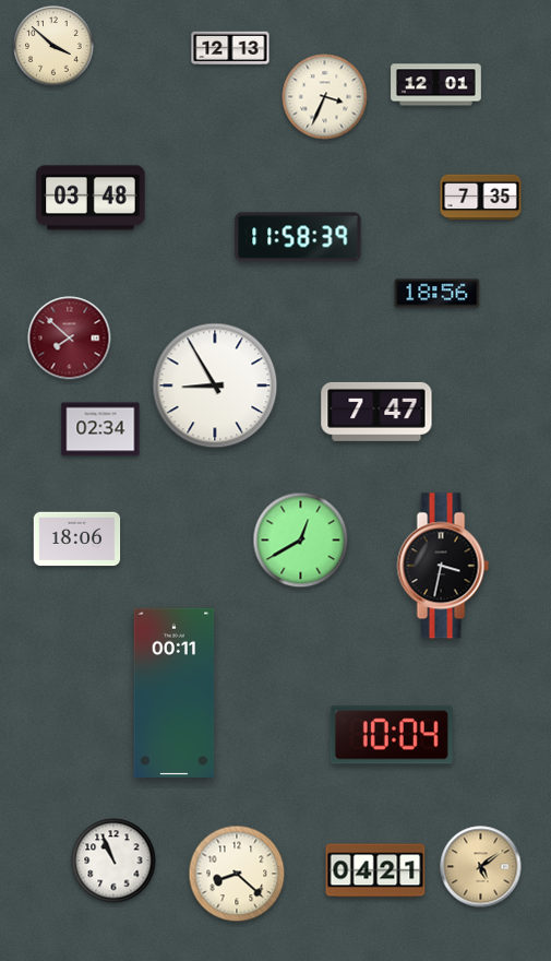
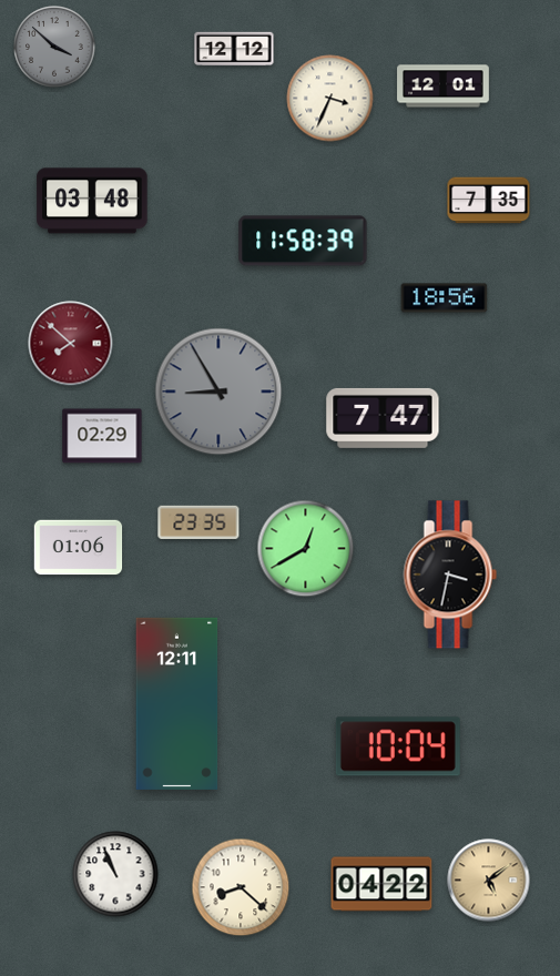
clock at (53, 46) dial: cream -> grey
clock at (230, 48): 12:13 -> 12:12
clock at (215, 385) dial: white -> grey
clock at (100, 429): 02:34 -> 02:29
clock at (198, 522): none -> 23:35
clock at (77, 539): 18:06 -> 01:06
clock at (175, 692): 00:11 -> 12:11
clock at (375, 870): 04:21 -> 04:22
